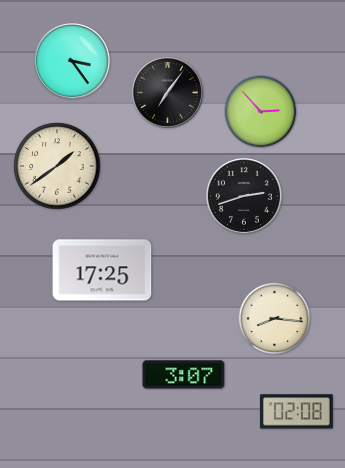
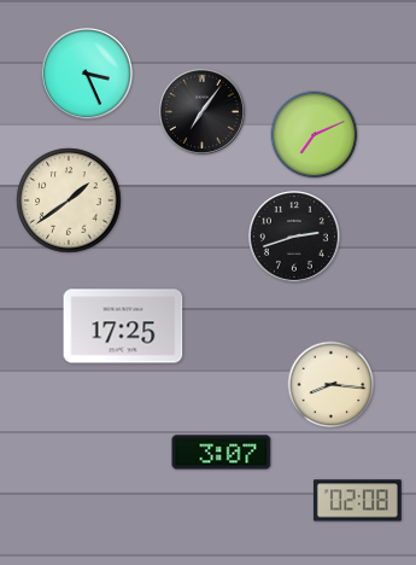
clock at (72, 61): 3:24 -> 3:26
clock at (261, 112): 2:53 -> 7:11
clock at (296, 412) position: (296, 412) -> (357, 501)
